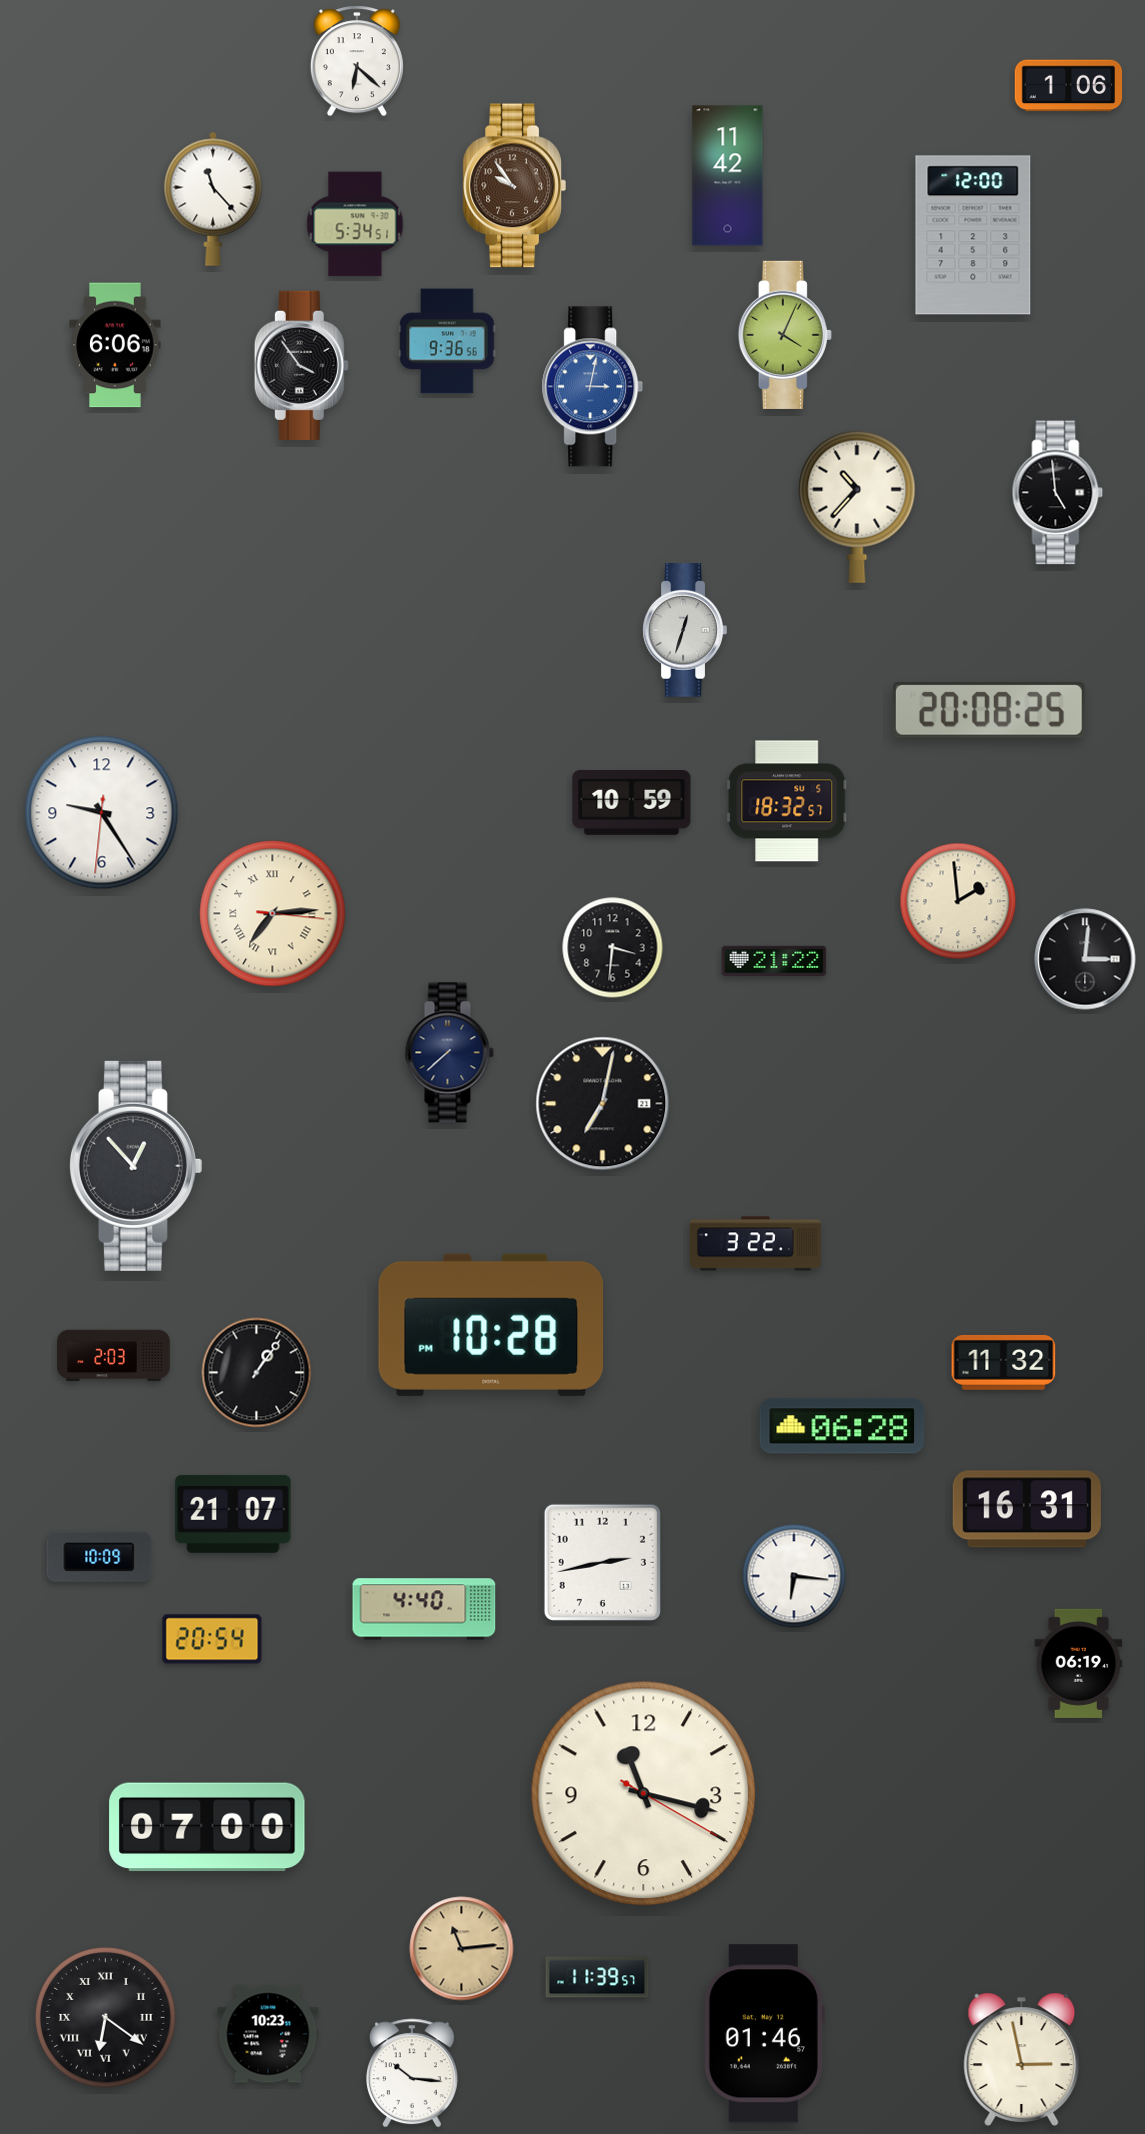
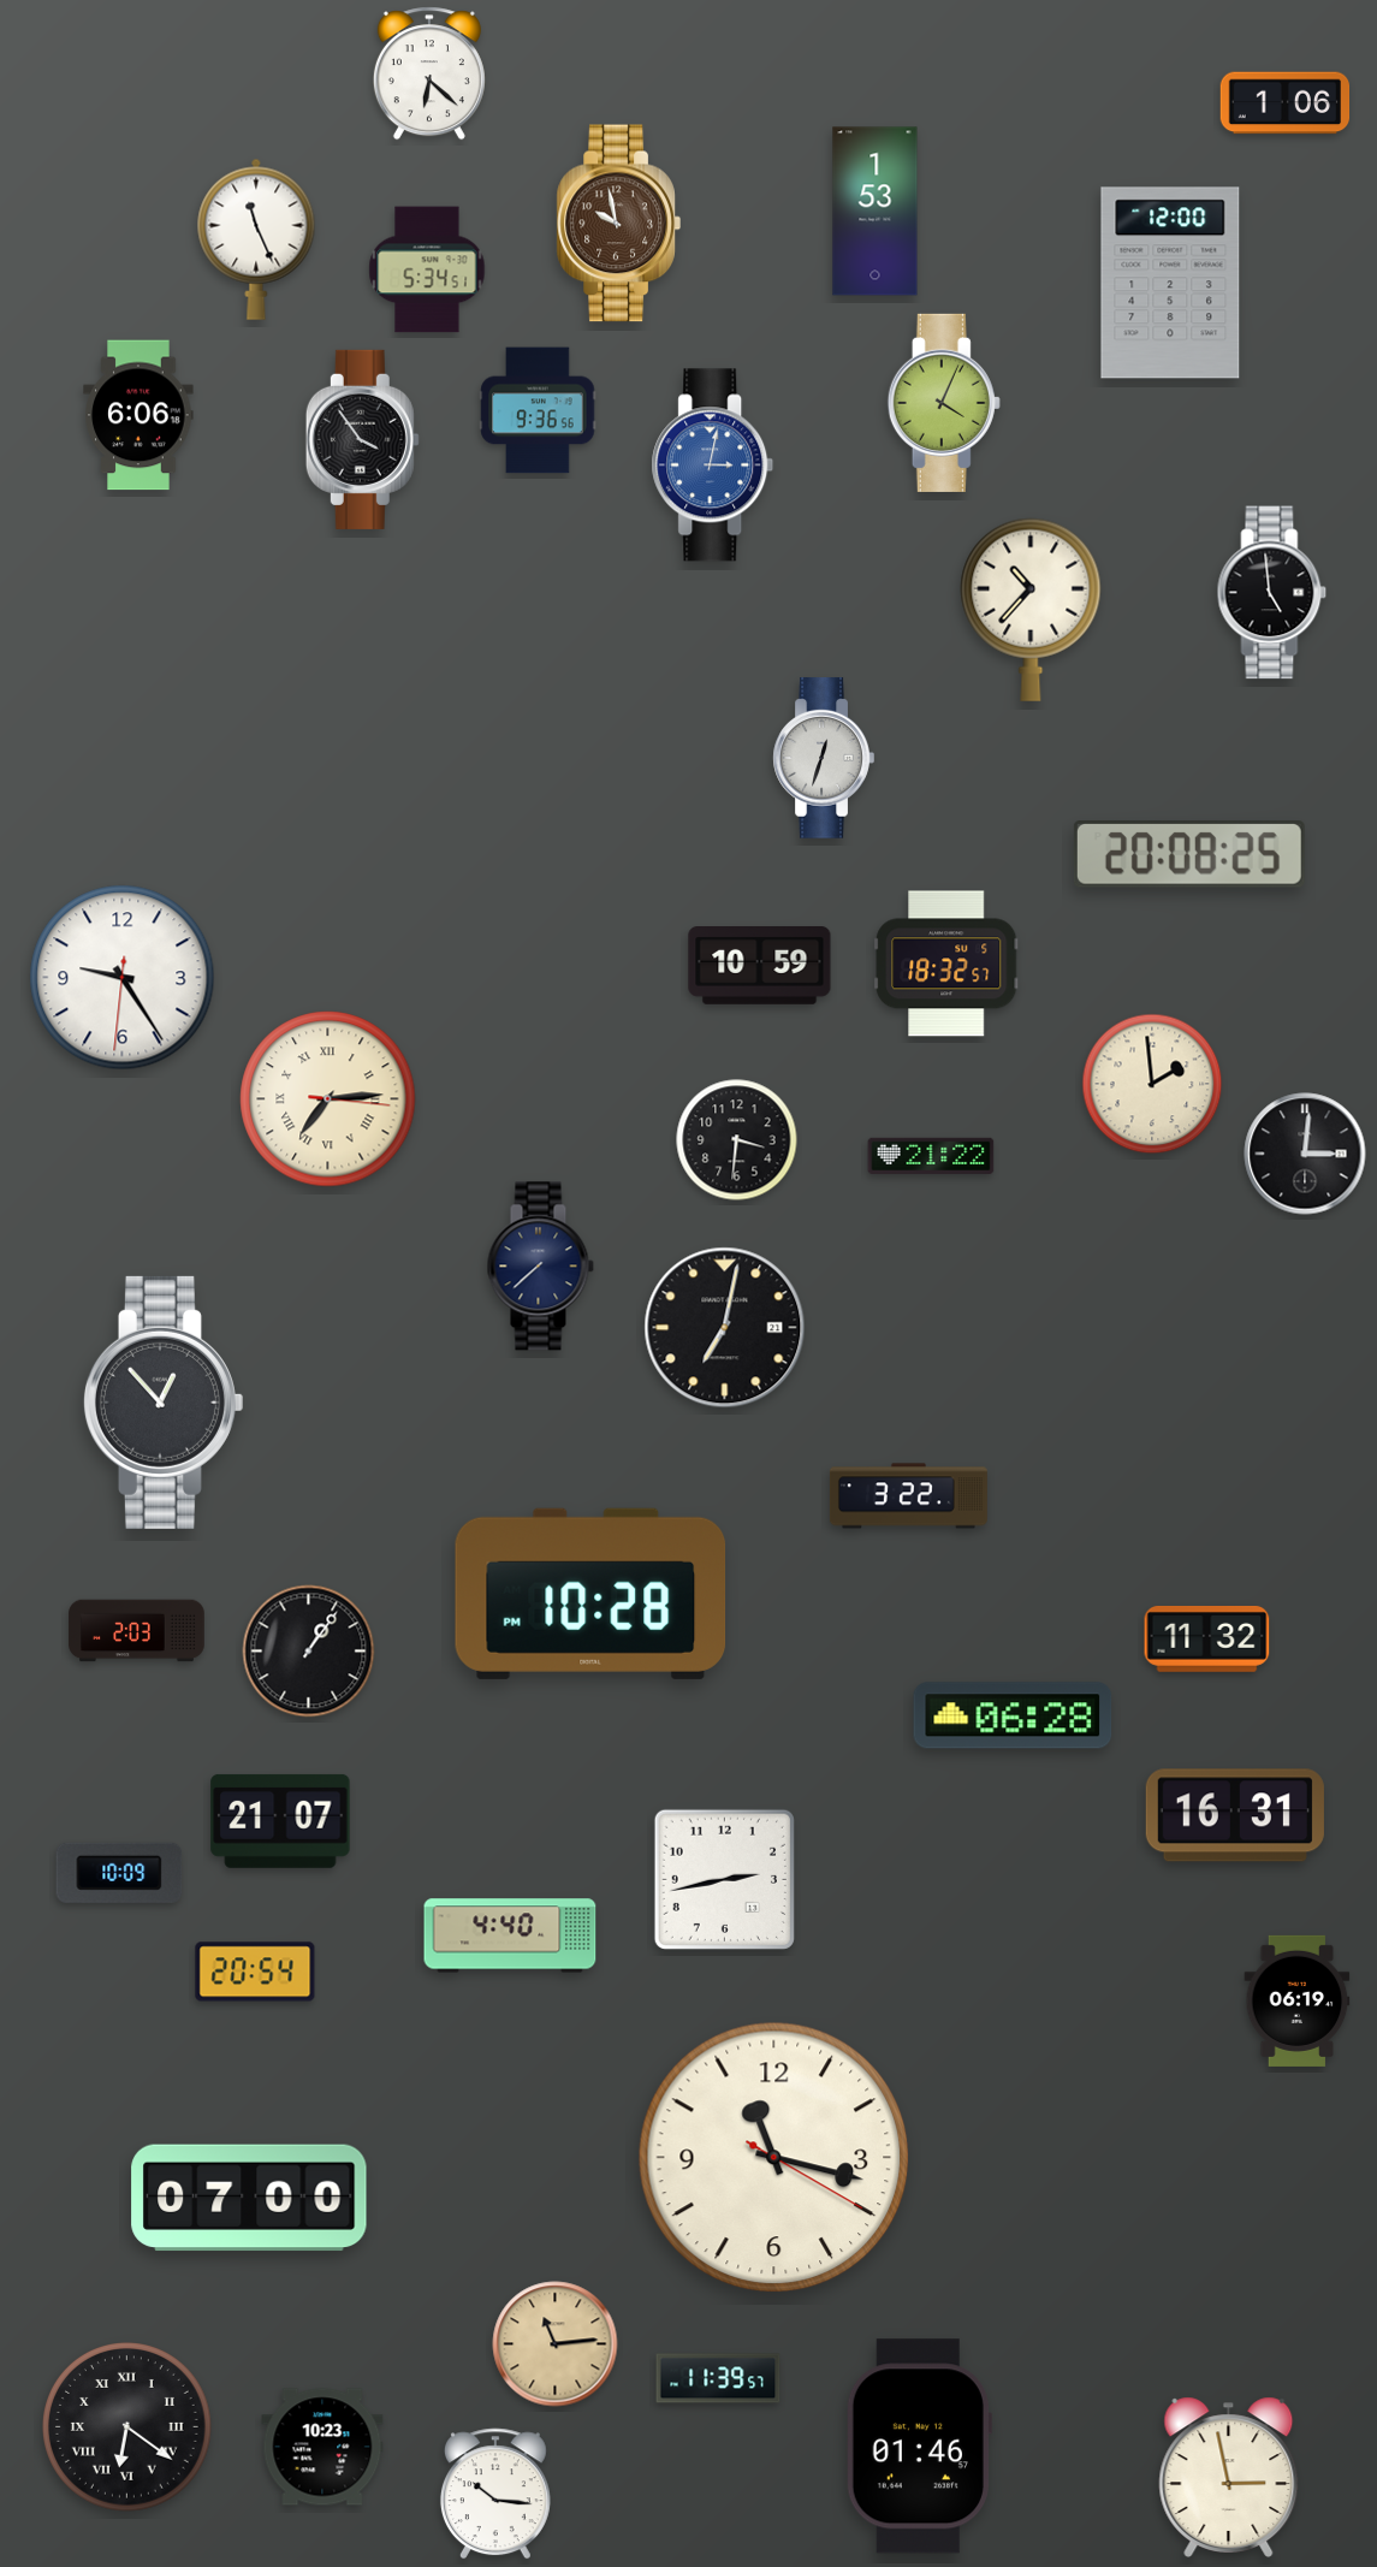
clock at (728, 176): 11:42 -> 1:53
clock at (514, 186): 9:54 -> 9:58
clock at (213, 199): 11:23 -> 11:26
clock at (794, 1576): 6:16 -> none
